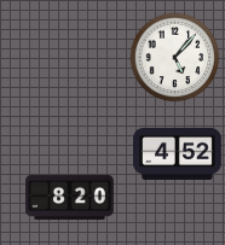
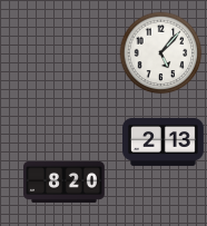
clock at (178, 153): 4:52 -> 2:13
